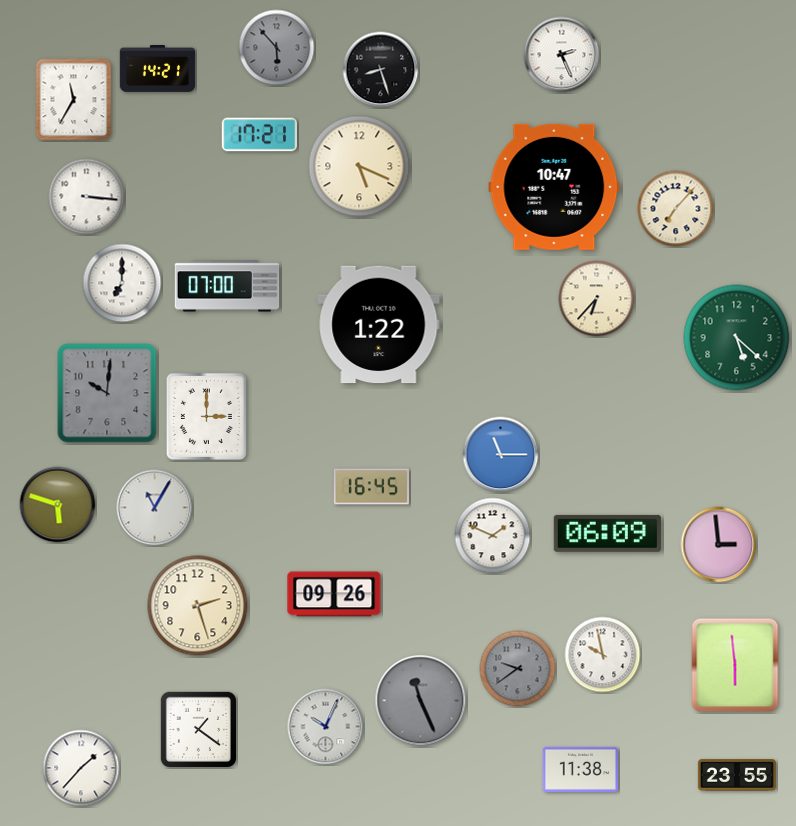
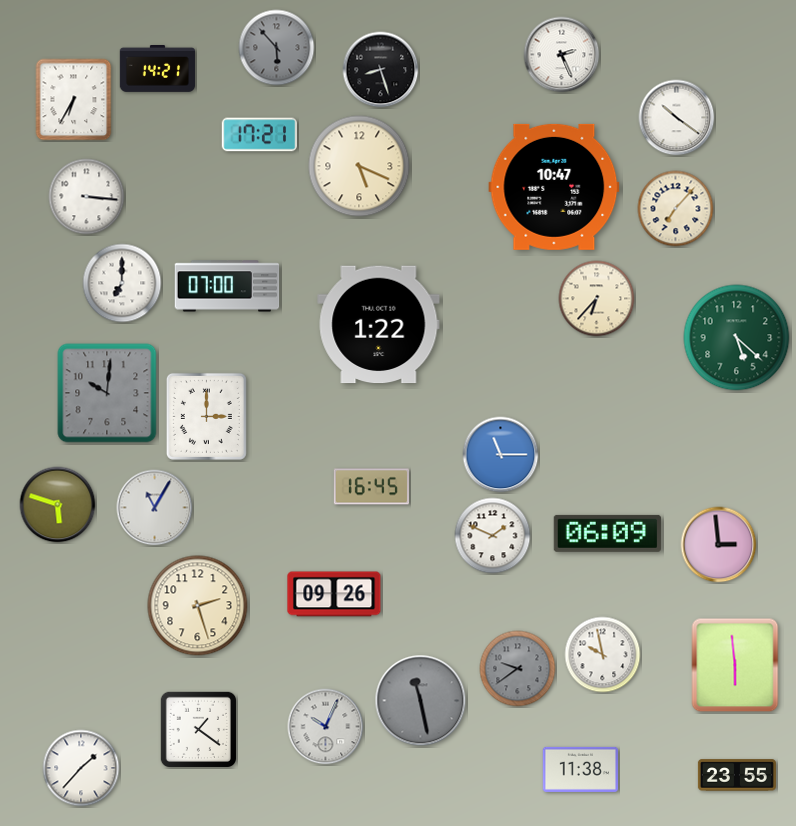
clock at (74, 100): 11:35 -> 6:35
clock at (677, 118): none -> 10:21
clock at (421, 701): 11:26 -> 11:28
